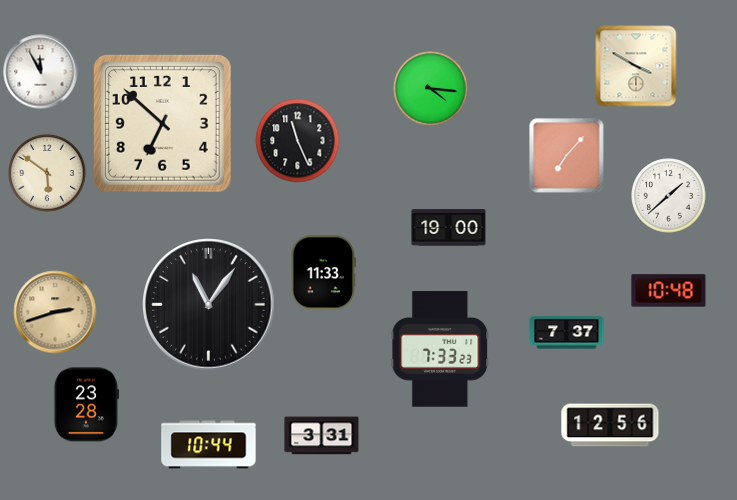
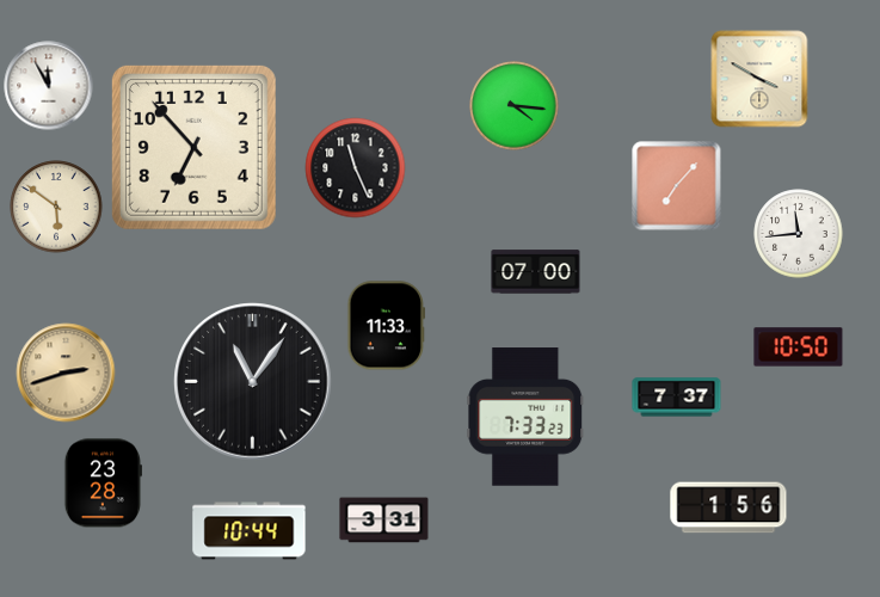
clock at (162, 123): 6:52 -> 6:53
clock at (669, 196): 1:38 -> 11:44
clock at (449, 228): 19:00 -> 07:00
clock at (669, 291): 10:48 -> 10:50
clock at (209, 305) position: (209, 305) -> (253, 382)
clock at (610, 425): 12:56 -> 1:56
